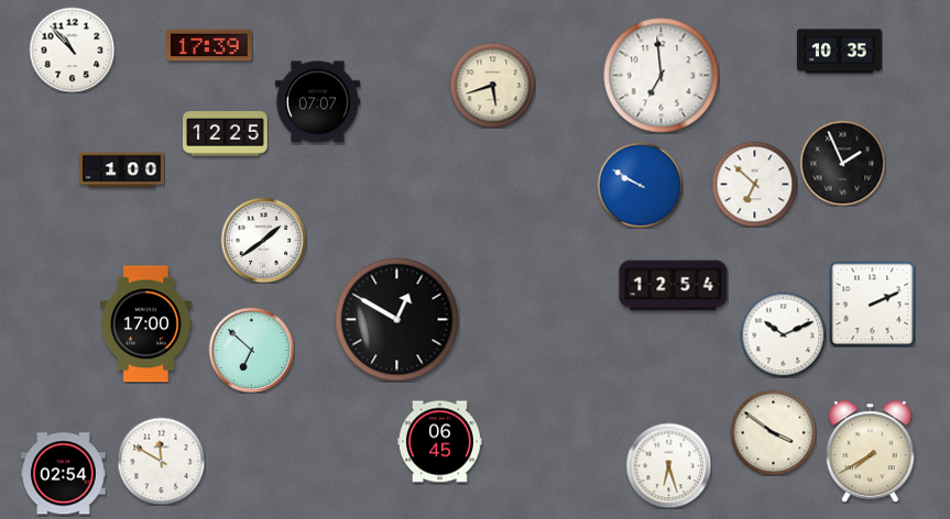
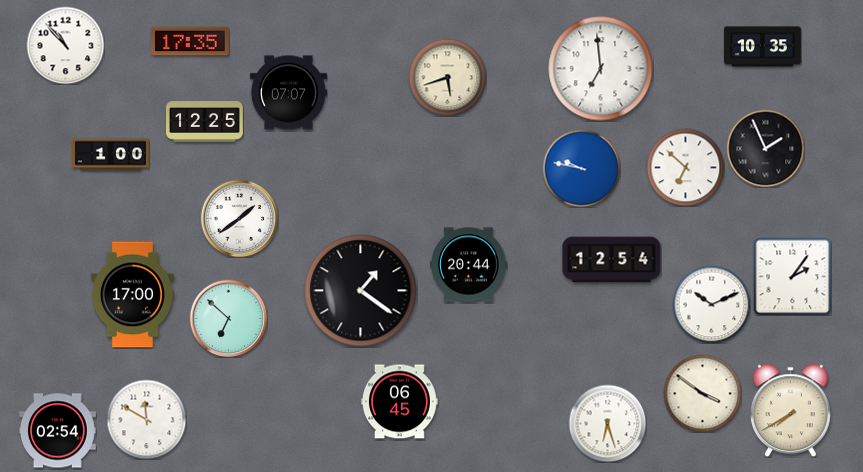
clock at (210, 45): 17:39 -> 17:35
clock at (640, 185): 9:50 -> 9:47
clock at (469, 265): none -> 20:44
clock at (872, 303): 2:11 -> 2:06
clock at (397, 320): 12:50 -> 1:21
